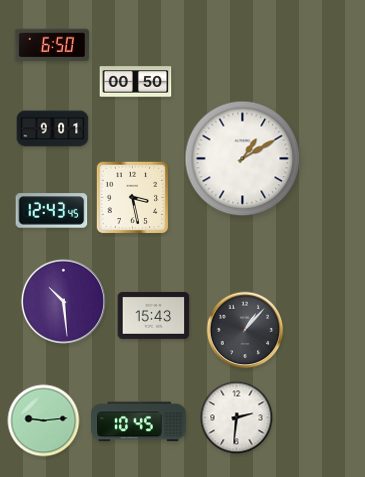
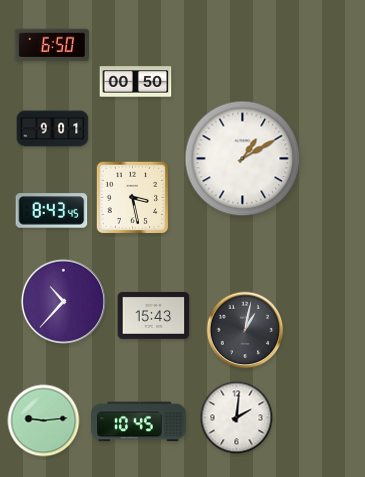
clock at (52, 211): 12:43 -> 8:43
clock at (63, 301): 10:29 -> 10:37
clock at (245, 330): 1:07 -> 1:02
clock at (237, 418): 2:31 -> 2:01
